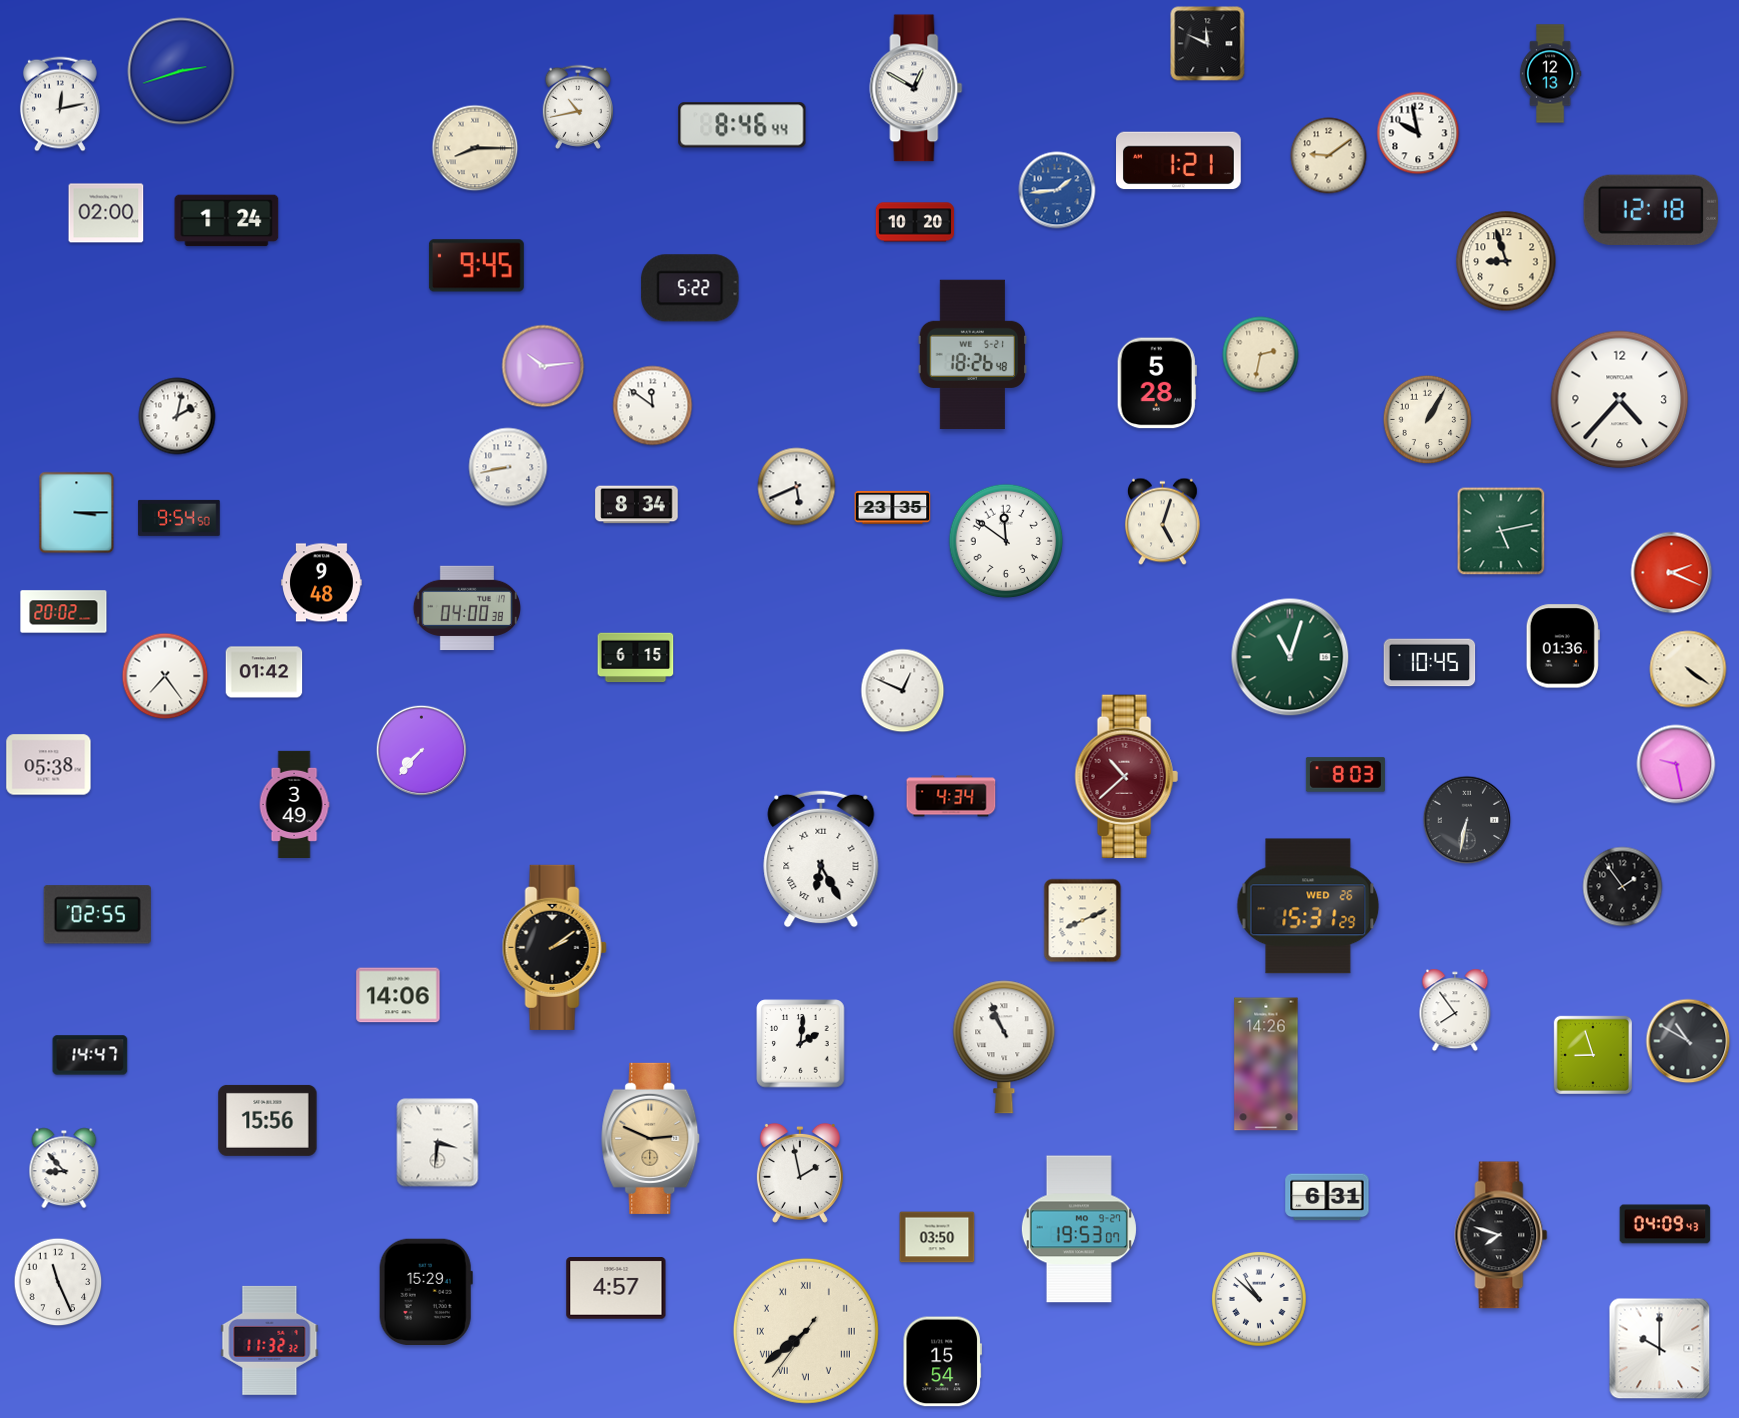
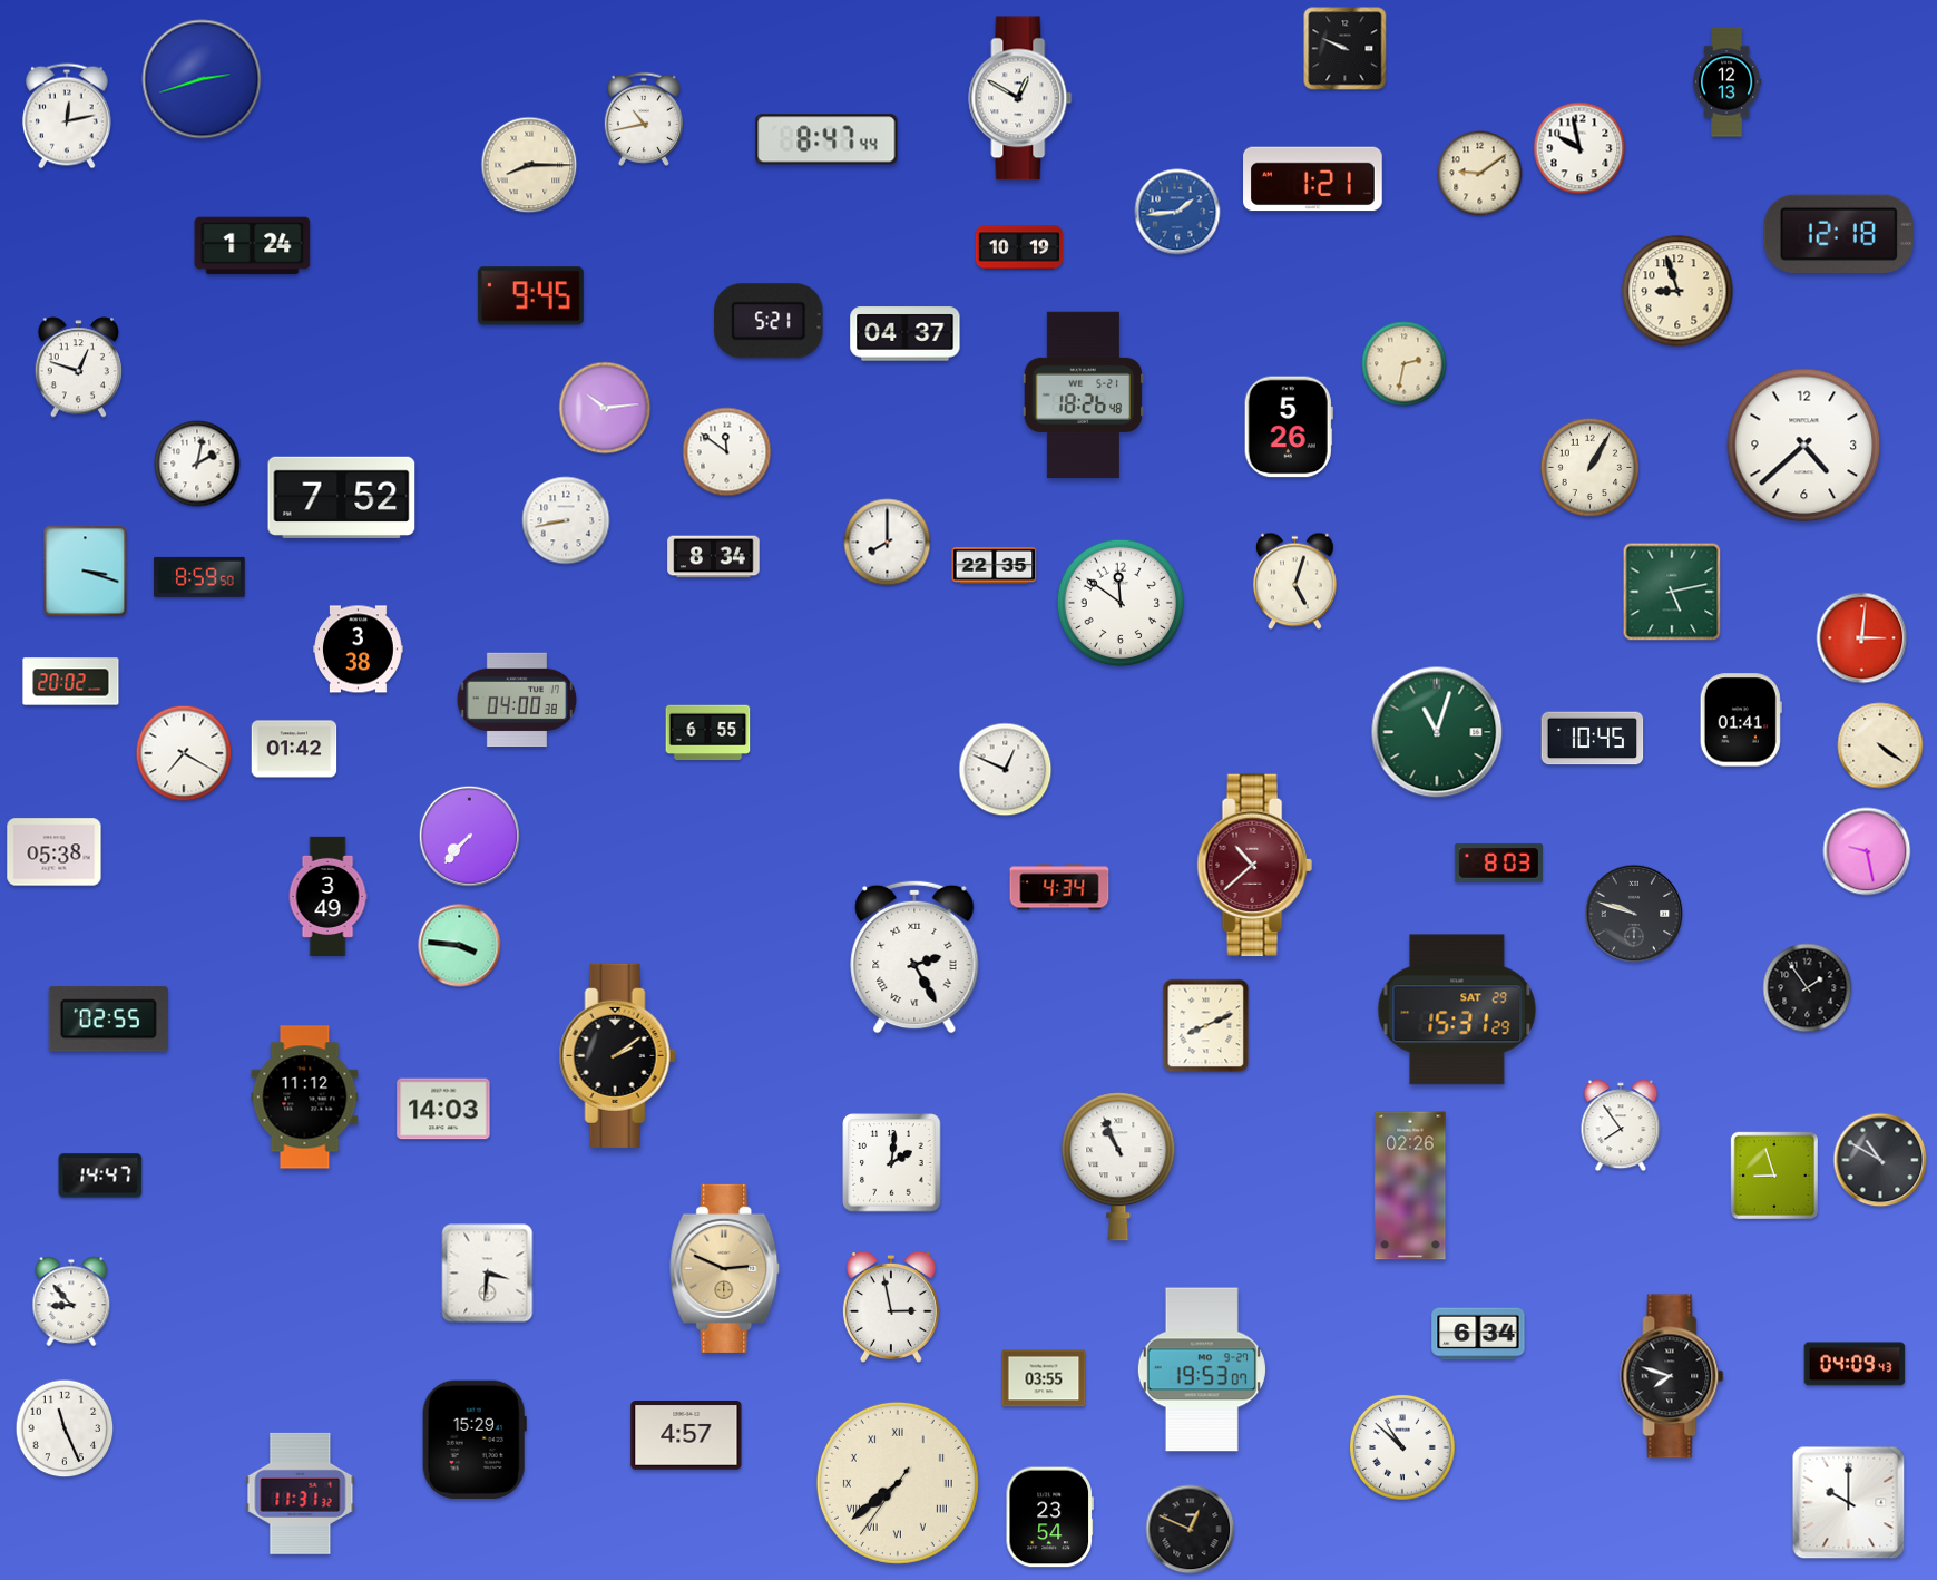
clock at (1208, 44): 11:49 -> 9:49
clock at (742, 125): 8:46 -> 8:47
clock at (106, 213): 02:00 -> none
clock at (915, 222): 10:20 -> 10:19
clock at (690, 288): 5:22 -> 5:21
clock at (906, 334): none -> 04:37
clock at (78, 368): none -> 12:48
clock at (1261, 355) position: (1261, 355) -> (1405, 364)
clock at (1157, 383): 5:28 -> 5:26
clock at (1620, 400): 4:37 -> 4:38
clock at (342, 497): none -> 7:52
clock at (797, 487): 5:41 -> 8:00
clock at (637, 505) position: (637, 505) -> (714, 557)
clock at (893, 507): 23:35 -> 22:35
clock at (77, 513): 3:15 -> 3:18
clock at (179, 518): 9:54 -> 8:59
clock at (1672, 573): 2:19 -> 3:01
clock at (322, 583): 9:48 -> 3:38
clock at (467, 608) position: (467, 608) -> (517, 700)
clock at (1563, 646): 01:36 -> 01:41
clock at (636, 658): 6:15 -> 6:55
clock at (165, 676): 7:24 -> 7:20
clock at (1467, 820): 6:32 -> 9:48
clock at (460, 946): none -> 3:46
clock at (821, 859): 6:25 -> 2:25
clock at (1308, 906) date: WED 26 -> SAT 29
clock at (305, 1098): none -> 11:12
clock at (398, 995): 14:06 -> 14:03
clock at (1266, 1064): 14:26 -> 02:26
clock at (268, 1120): 15:56 -> none
clock at (800, 1173): 1:58 -> 2:58
clock at (1327, 1197): 6:31 -> 6:34
clock at (937, 1237): 03:50 -> 03:55
clock at (270, 1340): 11:32 -> 11:31
clock at (942, 1362): 15:54 -> 23:54
clock at (1191, 1530): none -> 12:49
